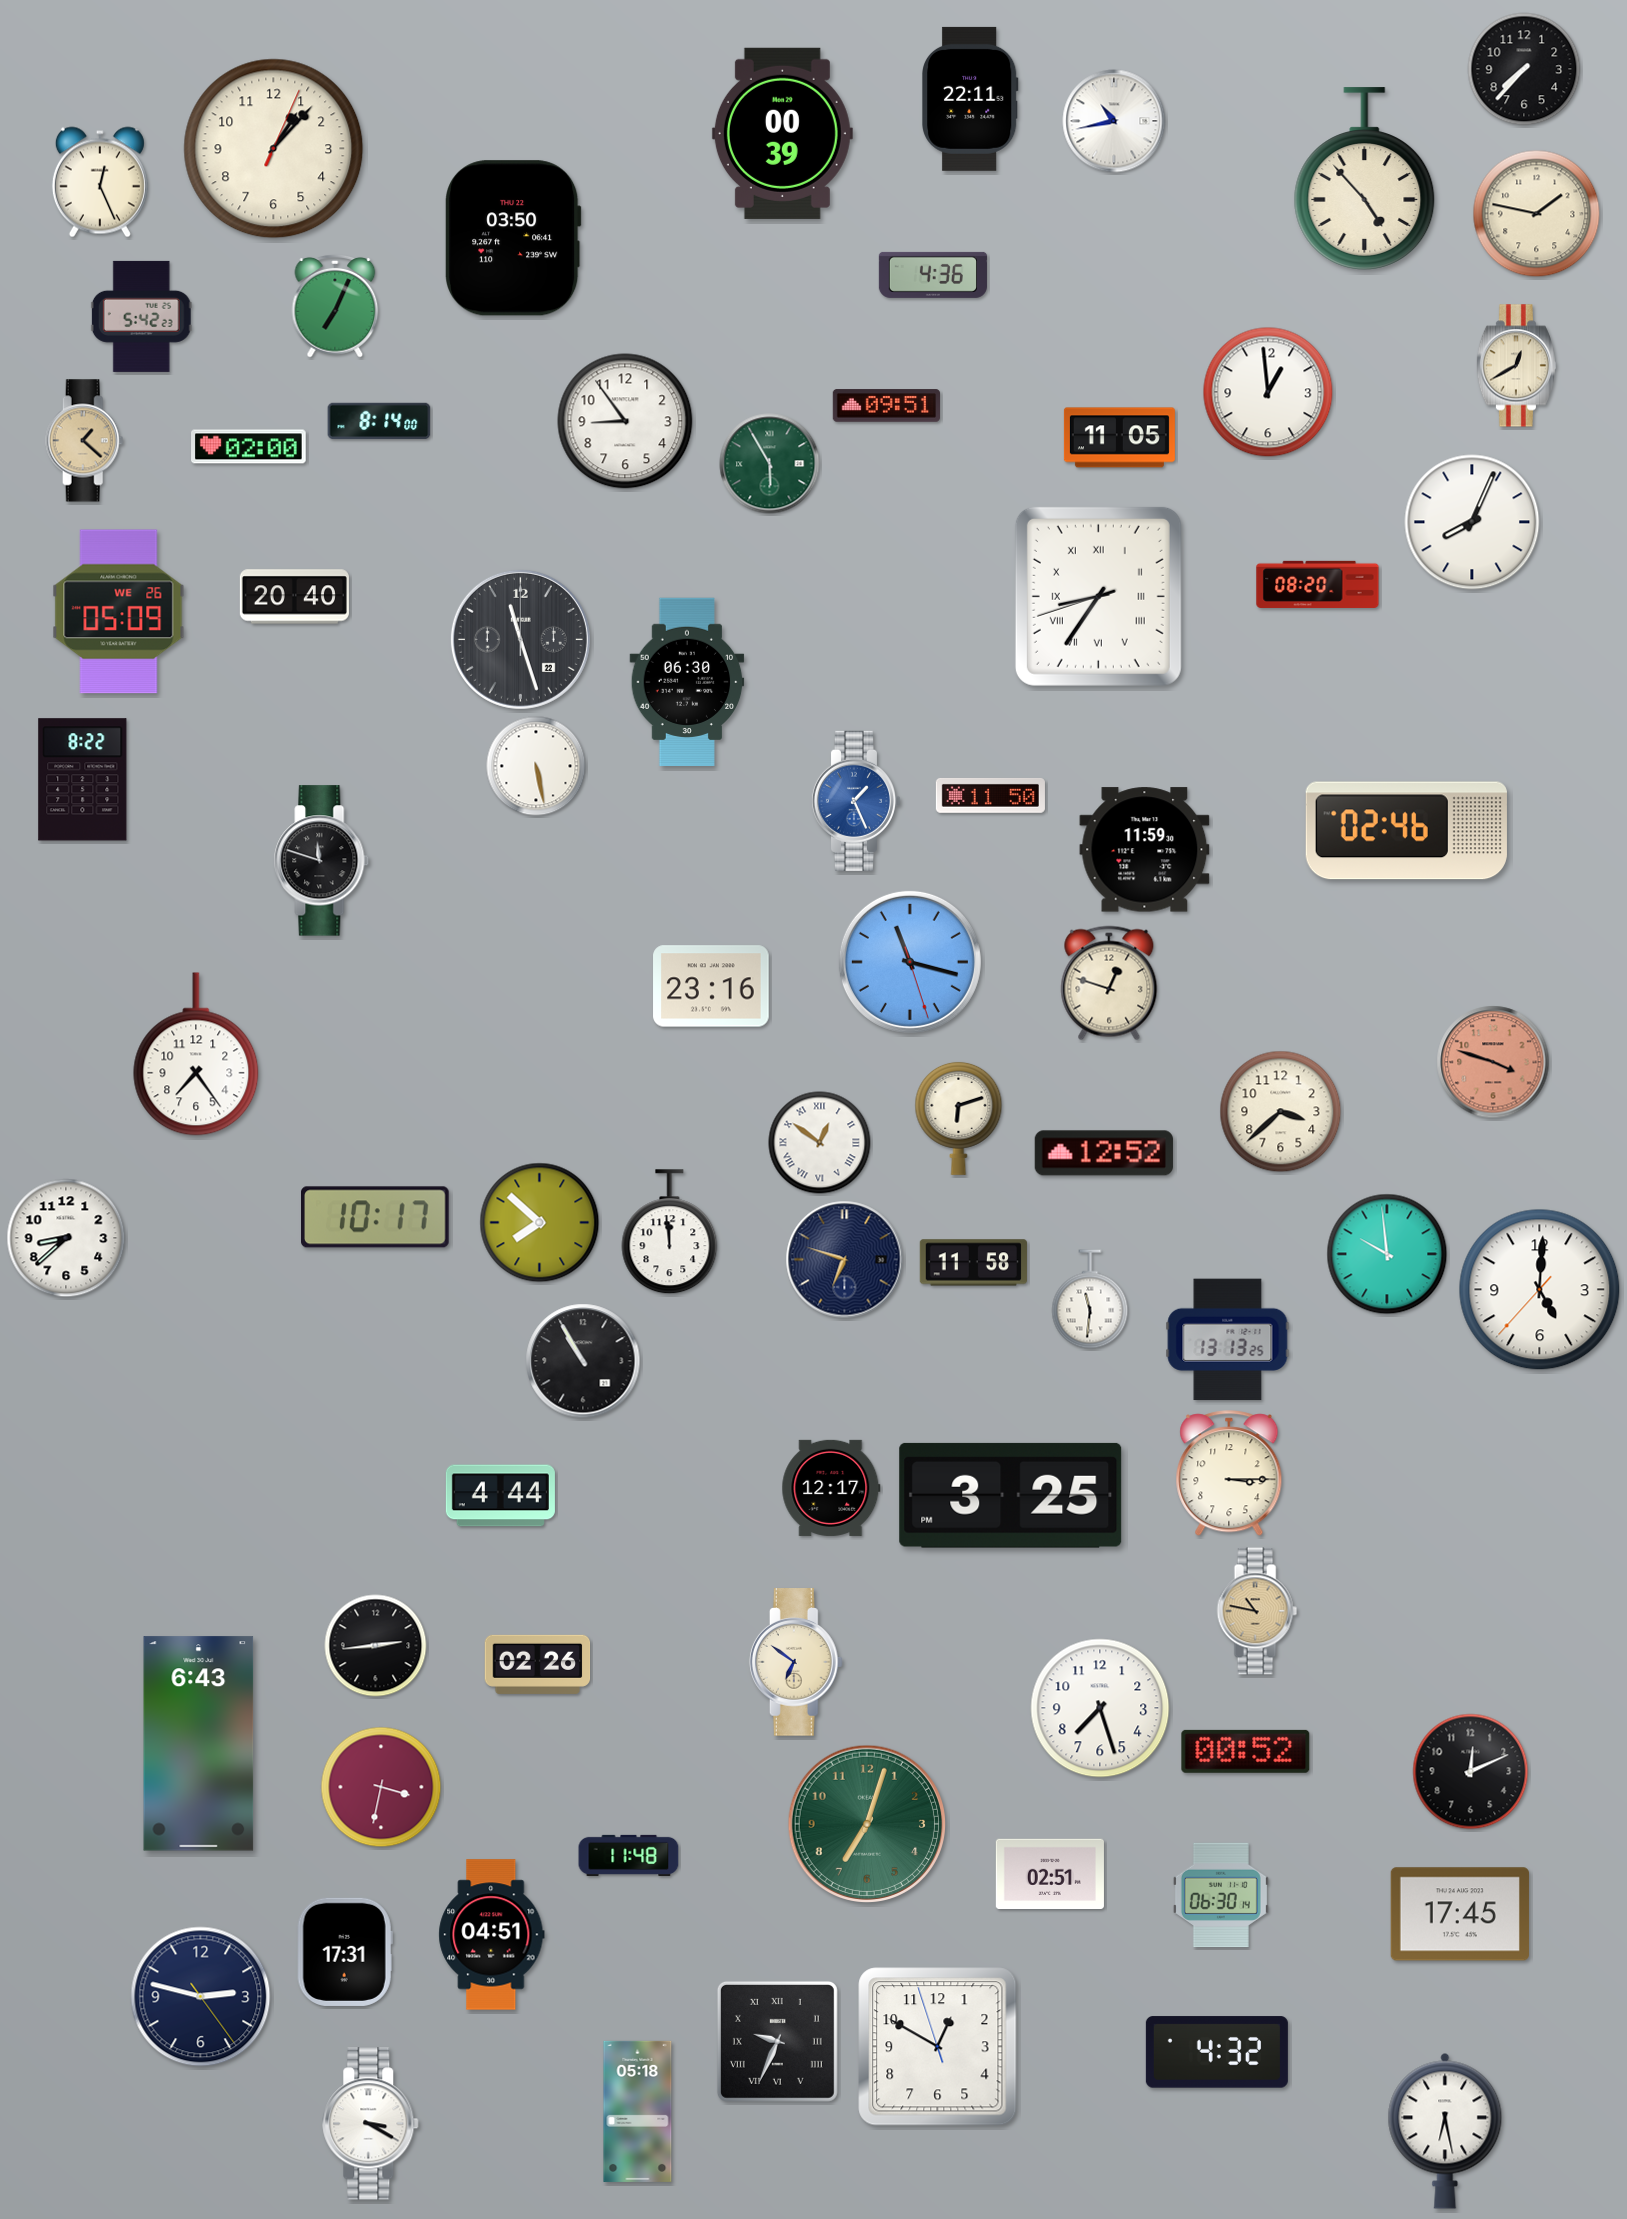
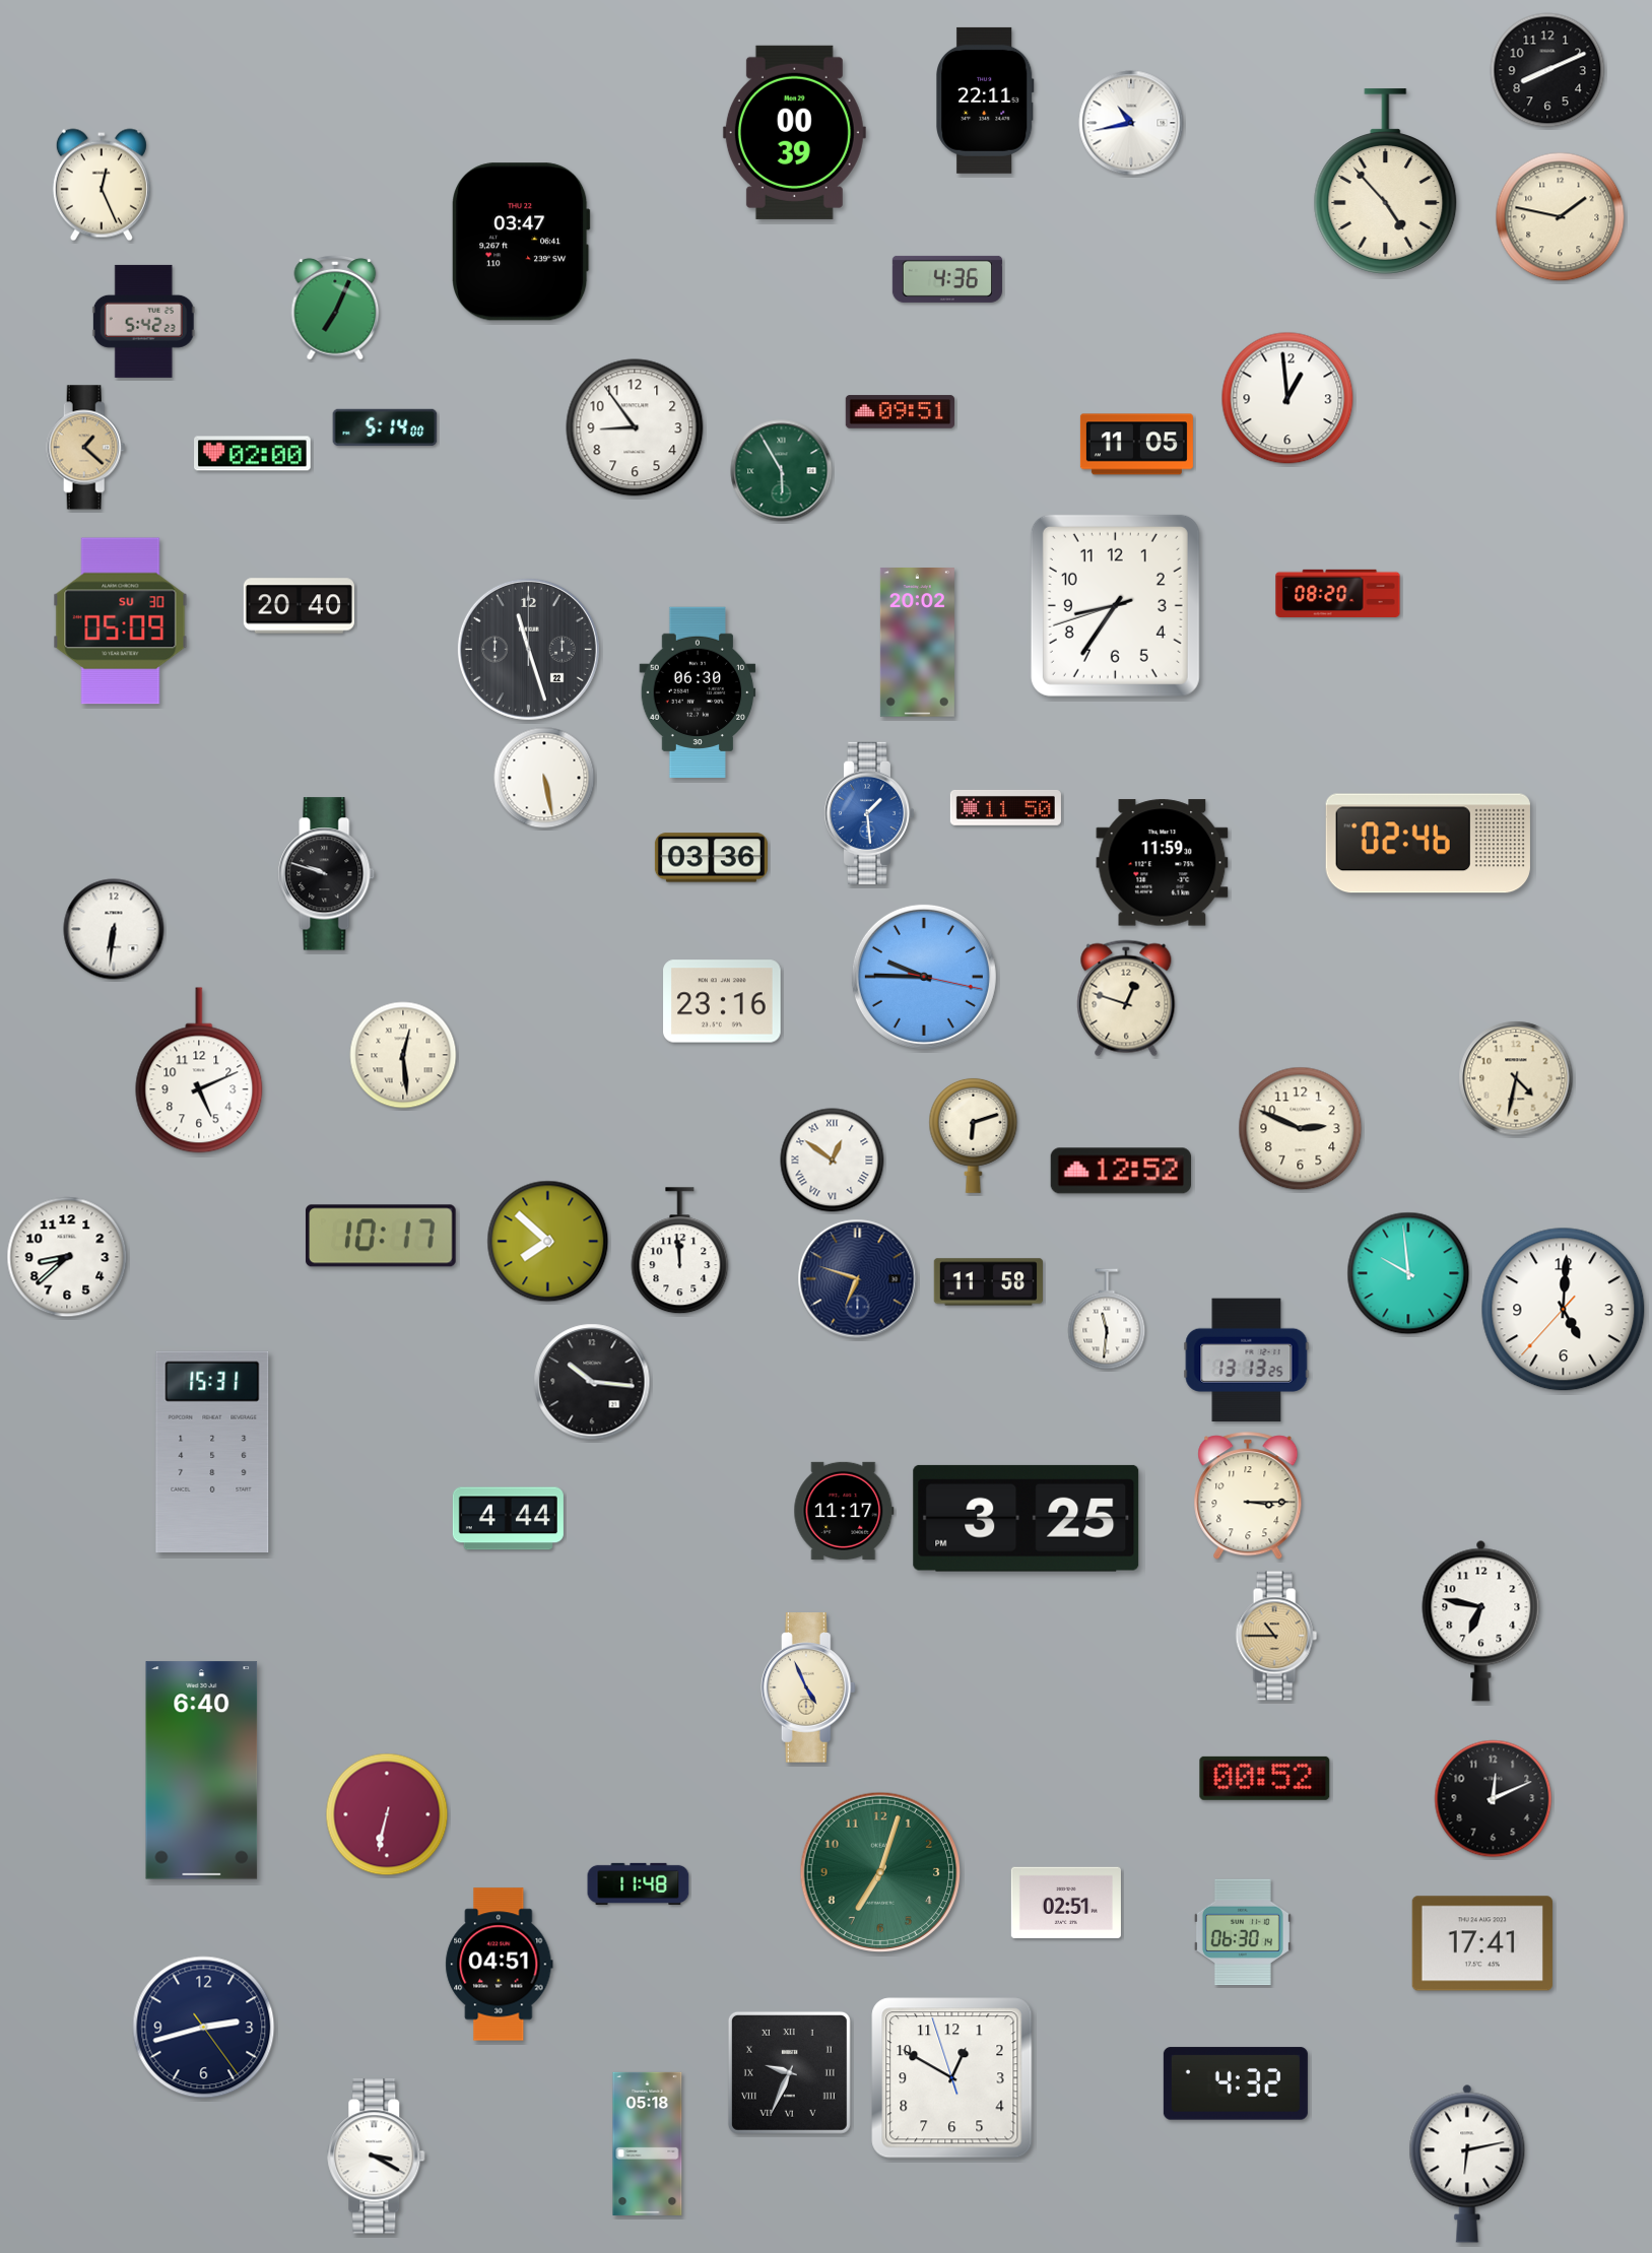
clock at (1524, 69): 7:37 -> 8:11
clock at (782, 133) position: (782, 133) -> (794, 132)
clock at (274, 149): 1:07 -> none
clock at (514, 238): 03:50 -> 03:47
clock at (335, 307) position: (335, 307) -> (335, 309)
clock at (1516, 366): 12:40 -> none
clock at (379, 421): 8:14 -> 5:14
clock at (1472, 522): 8:04 -> none
clock at (1098, 596) numerals: Roman -> Arabic
clock at (119, 612) date: WE 26 -> SU 30
clock at (917, 643): none -> 20:02
clock at (83, 780): 8:22 -> none
clock at (855, 801): 1:26 -> 1:29
clock at (711, 858): none -> 03:36
clock at (322, 861): 11:48 -> 9:48
clock at (114, 929): none -> 6:31
clock at (910, 962): 11:17 -> 9:45
clock at (403, 1055): none -> 12:29
clock at (196, 1054): 7:24 -> 5:11
clock at (1493, 1062): 3:48 -> 4:32
clock at (1493, 1062) dial: salmon -> cream
clock at (1281, 1112): 3:38 -> 2:49
clock at (583, 1361): 10:55 -> 10:16
clock at (212, 1452): none -> 15:31
clock at (831, 1488): 12:17 -> 11:17
clock at (1481, 1620): none -> 6:47
clock at (1257, 1611): 10:47 -> 10:45
clock at (376, 1646): 2:44 -> none
clock at (796, 1662): 6:51 -> 4:56
clock at (538, 1664): 02:26 -> none
clock at (1100, 1708): 7:27 -> none
clock at (199, 1744): 6:43 -> 6:40
clock at (381, 1787): 3:32 -> 6:32
clock at (866, 1823) position: (866, 1823) -> (879, 1871)
clock at (1221, 1895) position: (1221, 1895) -> (1243, 1932)
clock at (1460, 1914): 17:45 -> 17:41
clock at (345, 1952): 17:31 -> none
clock at (201, 1997): 2:47 -> 2:42
clock at (1445, 2131): 6:28 -> 6:13
